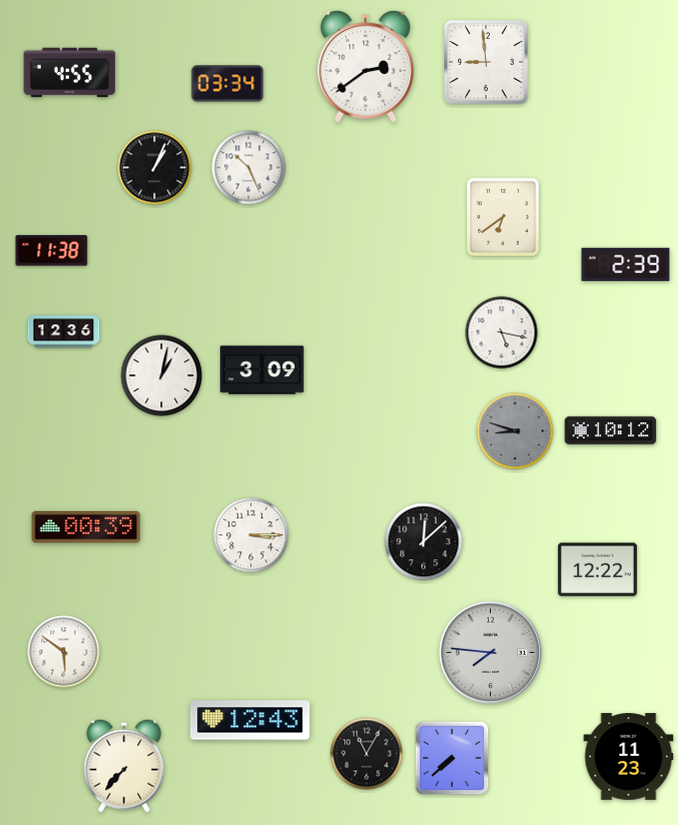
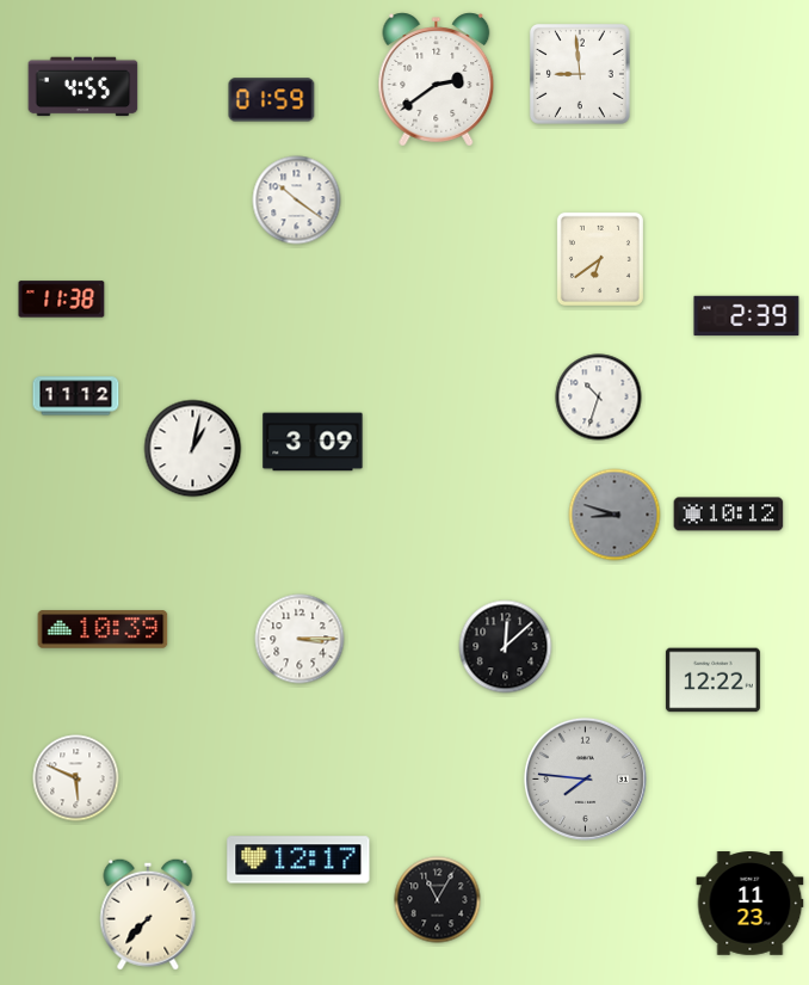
clock at (228, 84): 03:34 -> 01:59
clock at (155, 168): 1:04 -> none
clock at (249, 168): 10:26 -> 10:21
clock at (64, 332): 12:36 -> 11:12
clock at (502, 333): 5:17 -> 10:33
clock at (86, 527): 00:39 -> 10:39
clock at (64, 652): 5:51 -> 5:49
clock at (250, 720): 12:43 -> 12:17
clock at (452, 758): 7:38 -> none
